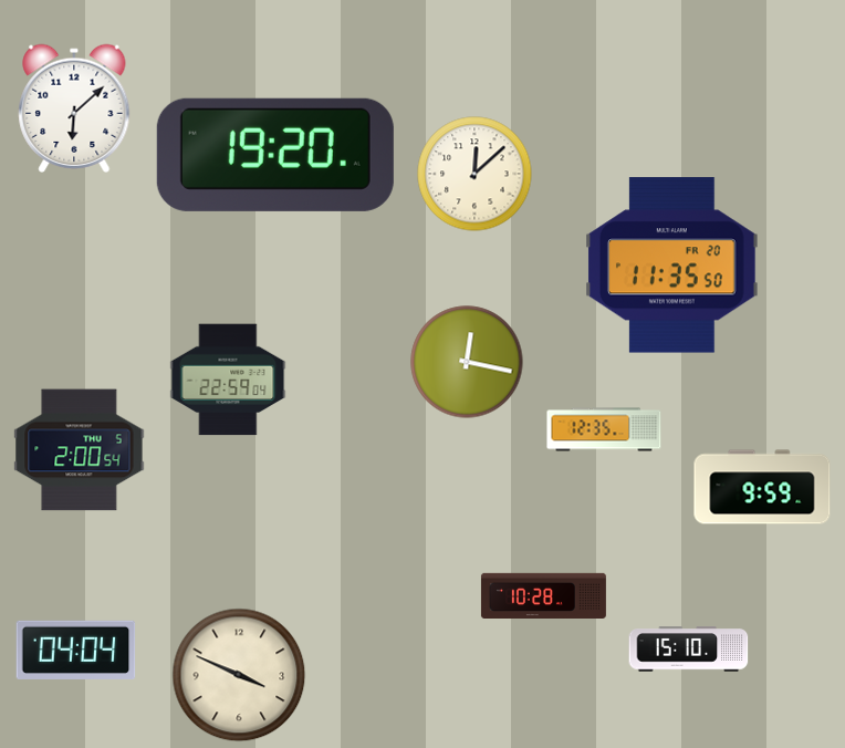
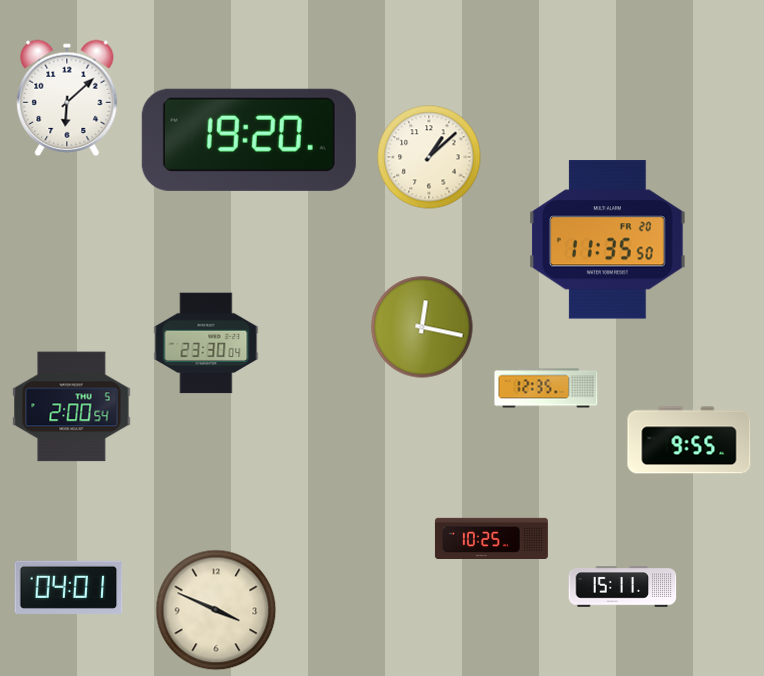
clock at (474, 174): 12:08 -> 1:08
clock at (228, 380): 22:59 -> 23:30
clock at (762, 487): 9:59 -> 9:55
clock at (543, 595): 10:28 -> 10:25
clock at (76, 650): 04:04 -> 04:01
clock at (689, 650): 15:10 -> 15:11
